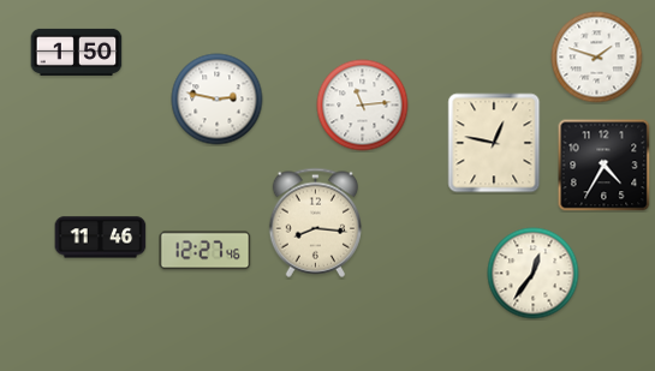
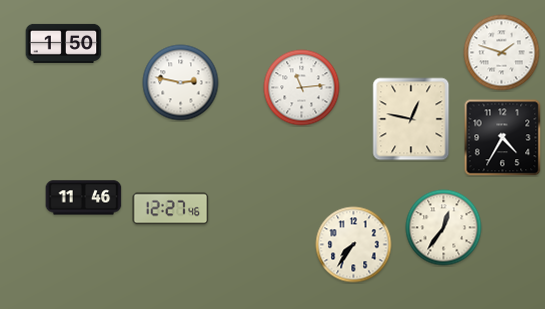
clock at (597, 58) position: (597, 58) -> (502, 53)
clock at (316, 222): 8:16 -> none
clock at (354, 245): none -> 7:36
